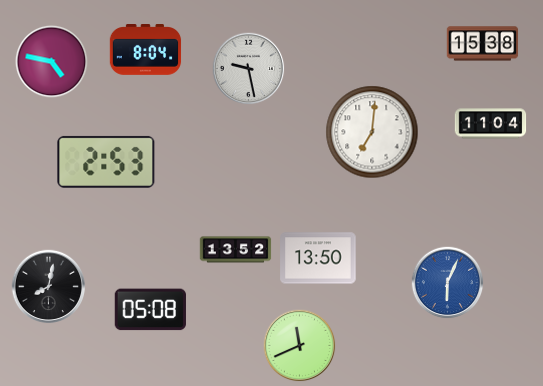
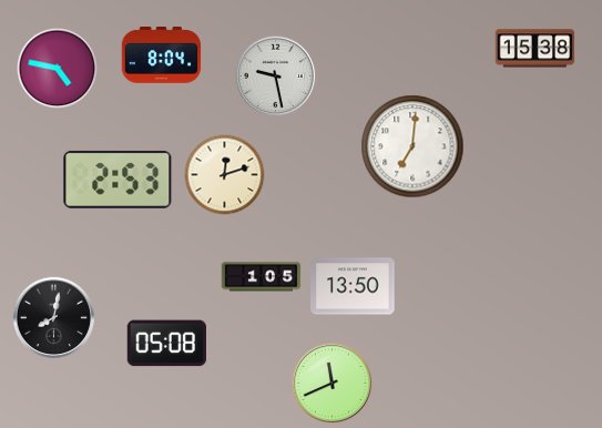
clock at (491, 124): 11:04 -> none
clock at (225, 175): none -> 12:12
clock at (236, 250): 13:52 -> 1:05
clock at (448, 283): 6:04 -> none
